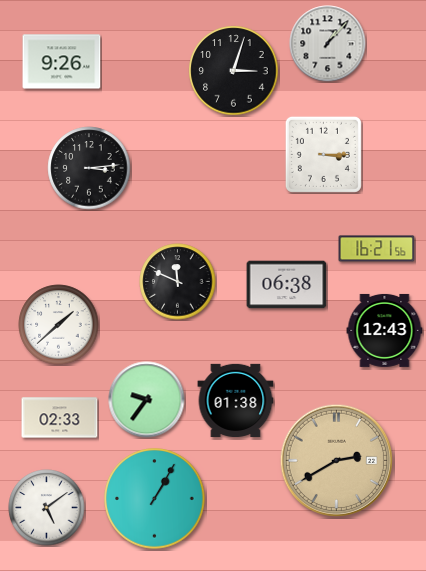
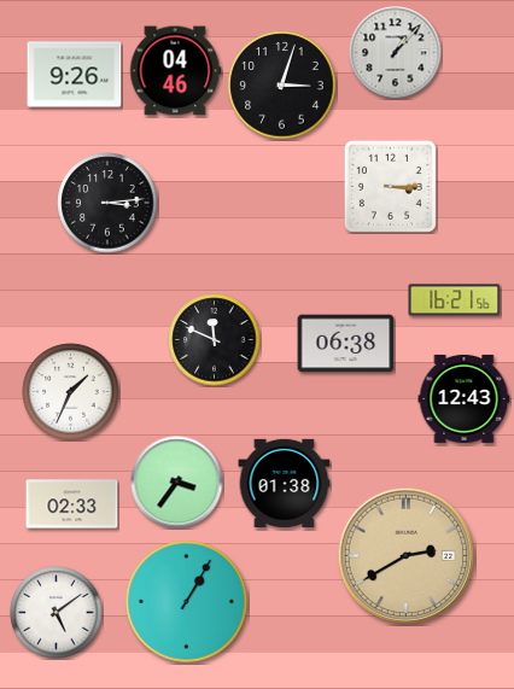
clock at (175, 71): none -> 04:46
clock at (59, 325): 1:38 -> 1:34
clock at (147, 400): 9:36 -> 3:36
